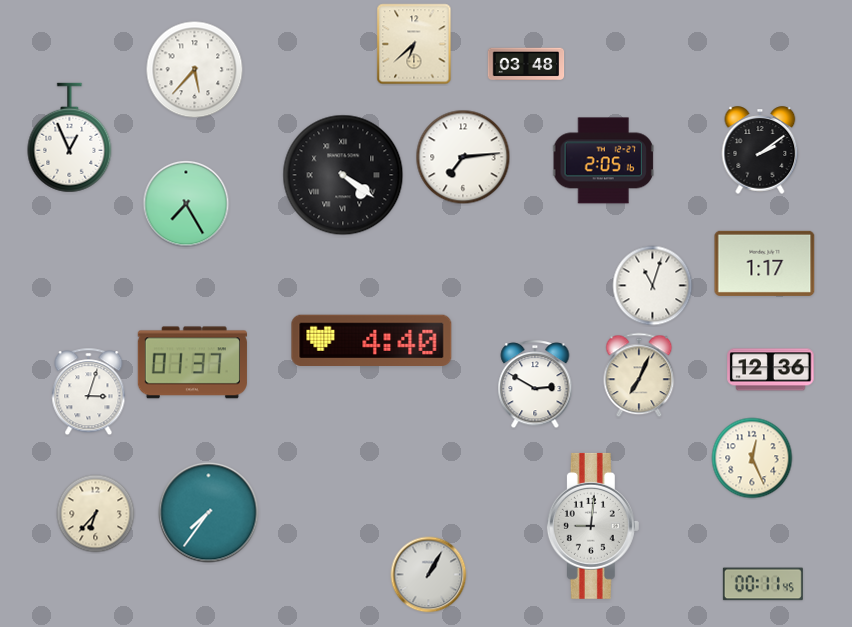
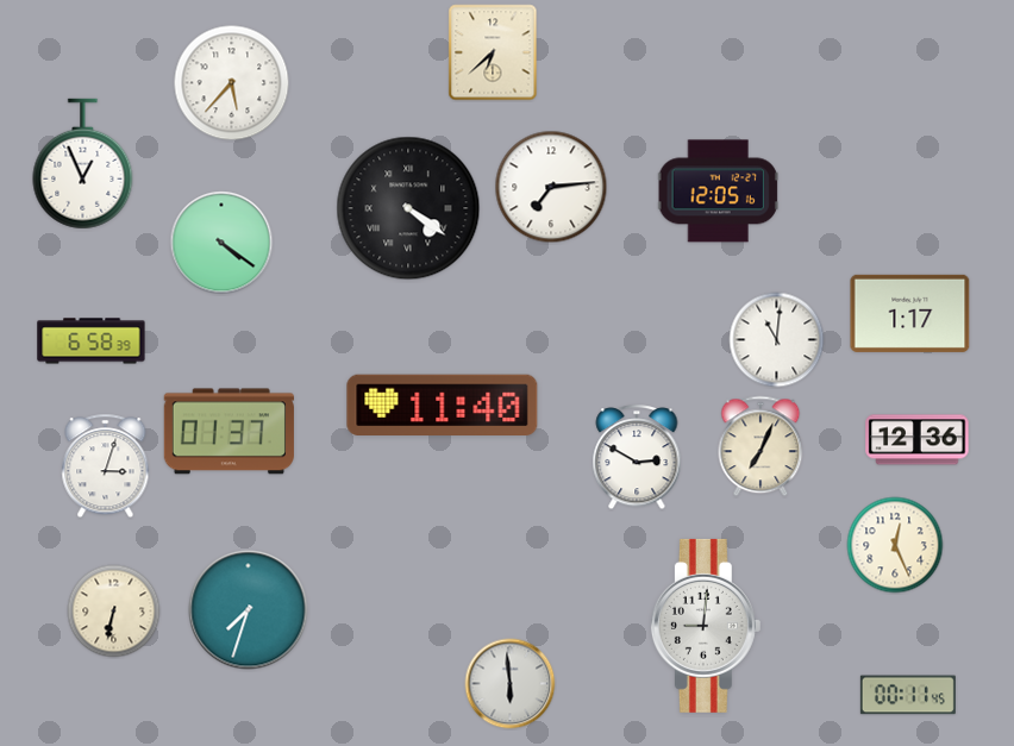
clock at (526, 64): 03:48 -> none
clock at (760, 150): 2:09 -> none
clock at (603, 161): 2:05 -> 12:05
clock at (186, 204): 7:25 -> 4:21
clock at (653, 286): 11:03 -> 11:01
clock at (92, 341): none -> 6:58
clock at (372, 340): 4:40 -> 11:40
clock at (209, 513): 7:36 -> 7:33
clock at (96, 514): 6:37 -> 6:32
clock at (429, 575): 1:05 -> 5:59
